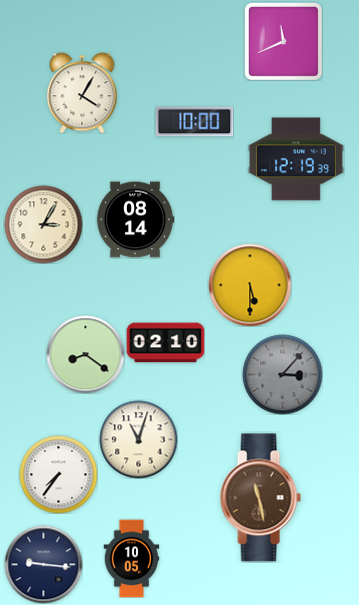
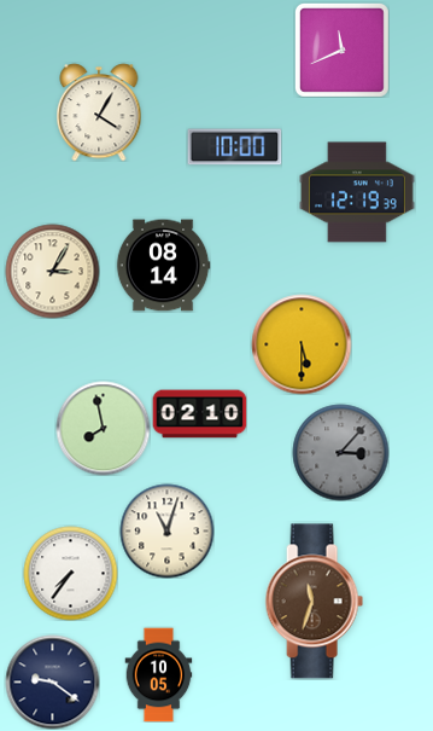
clock at (85, 354): 8:21 -> 7:58
clock at (260, 498): 11:28 -> 11:33
clock at (43, 564): 9:16 -> 9:21
